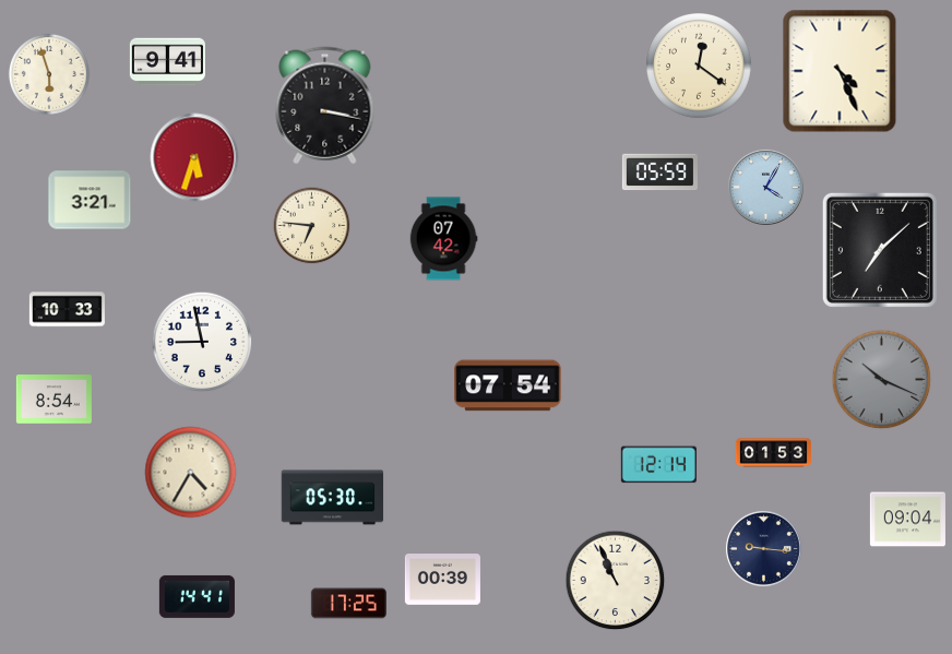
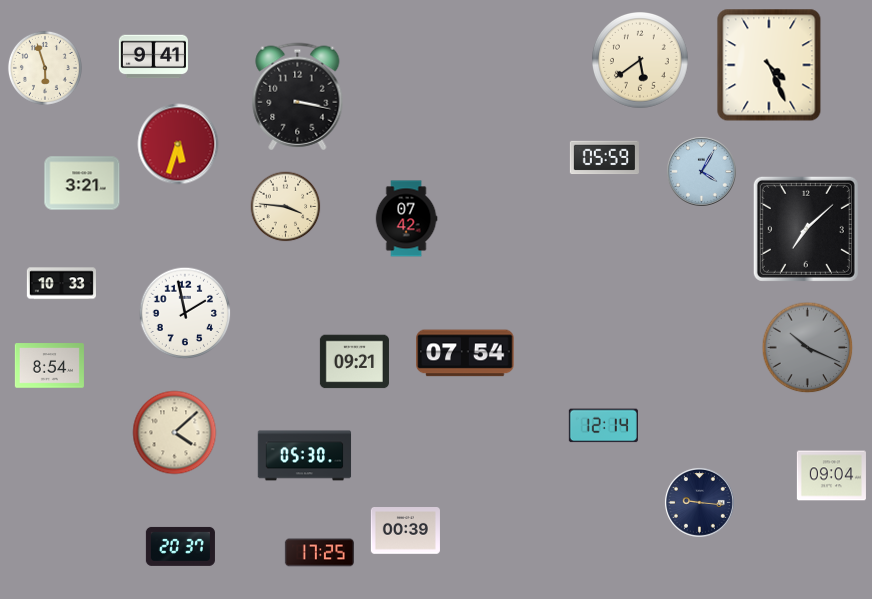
clock at (700, 67): 12:21 -> 5:39
clock at (312, 226): 6:46 -> 3:46
clock at (202, 342): 8:58 -> 1:58
clock at (354, 362): none -> 09:21
clock at (773, 453): 01:53 -> none
clock at (191, 473): 4:35 -> 4:08
clock at (616, 581): 10:56 -> none
clock at (197, 596): 14:41 -> 20:37
